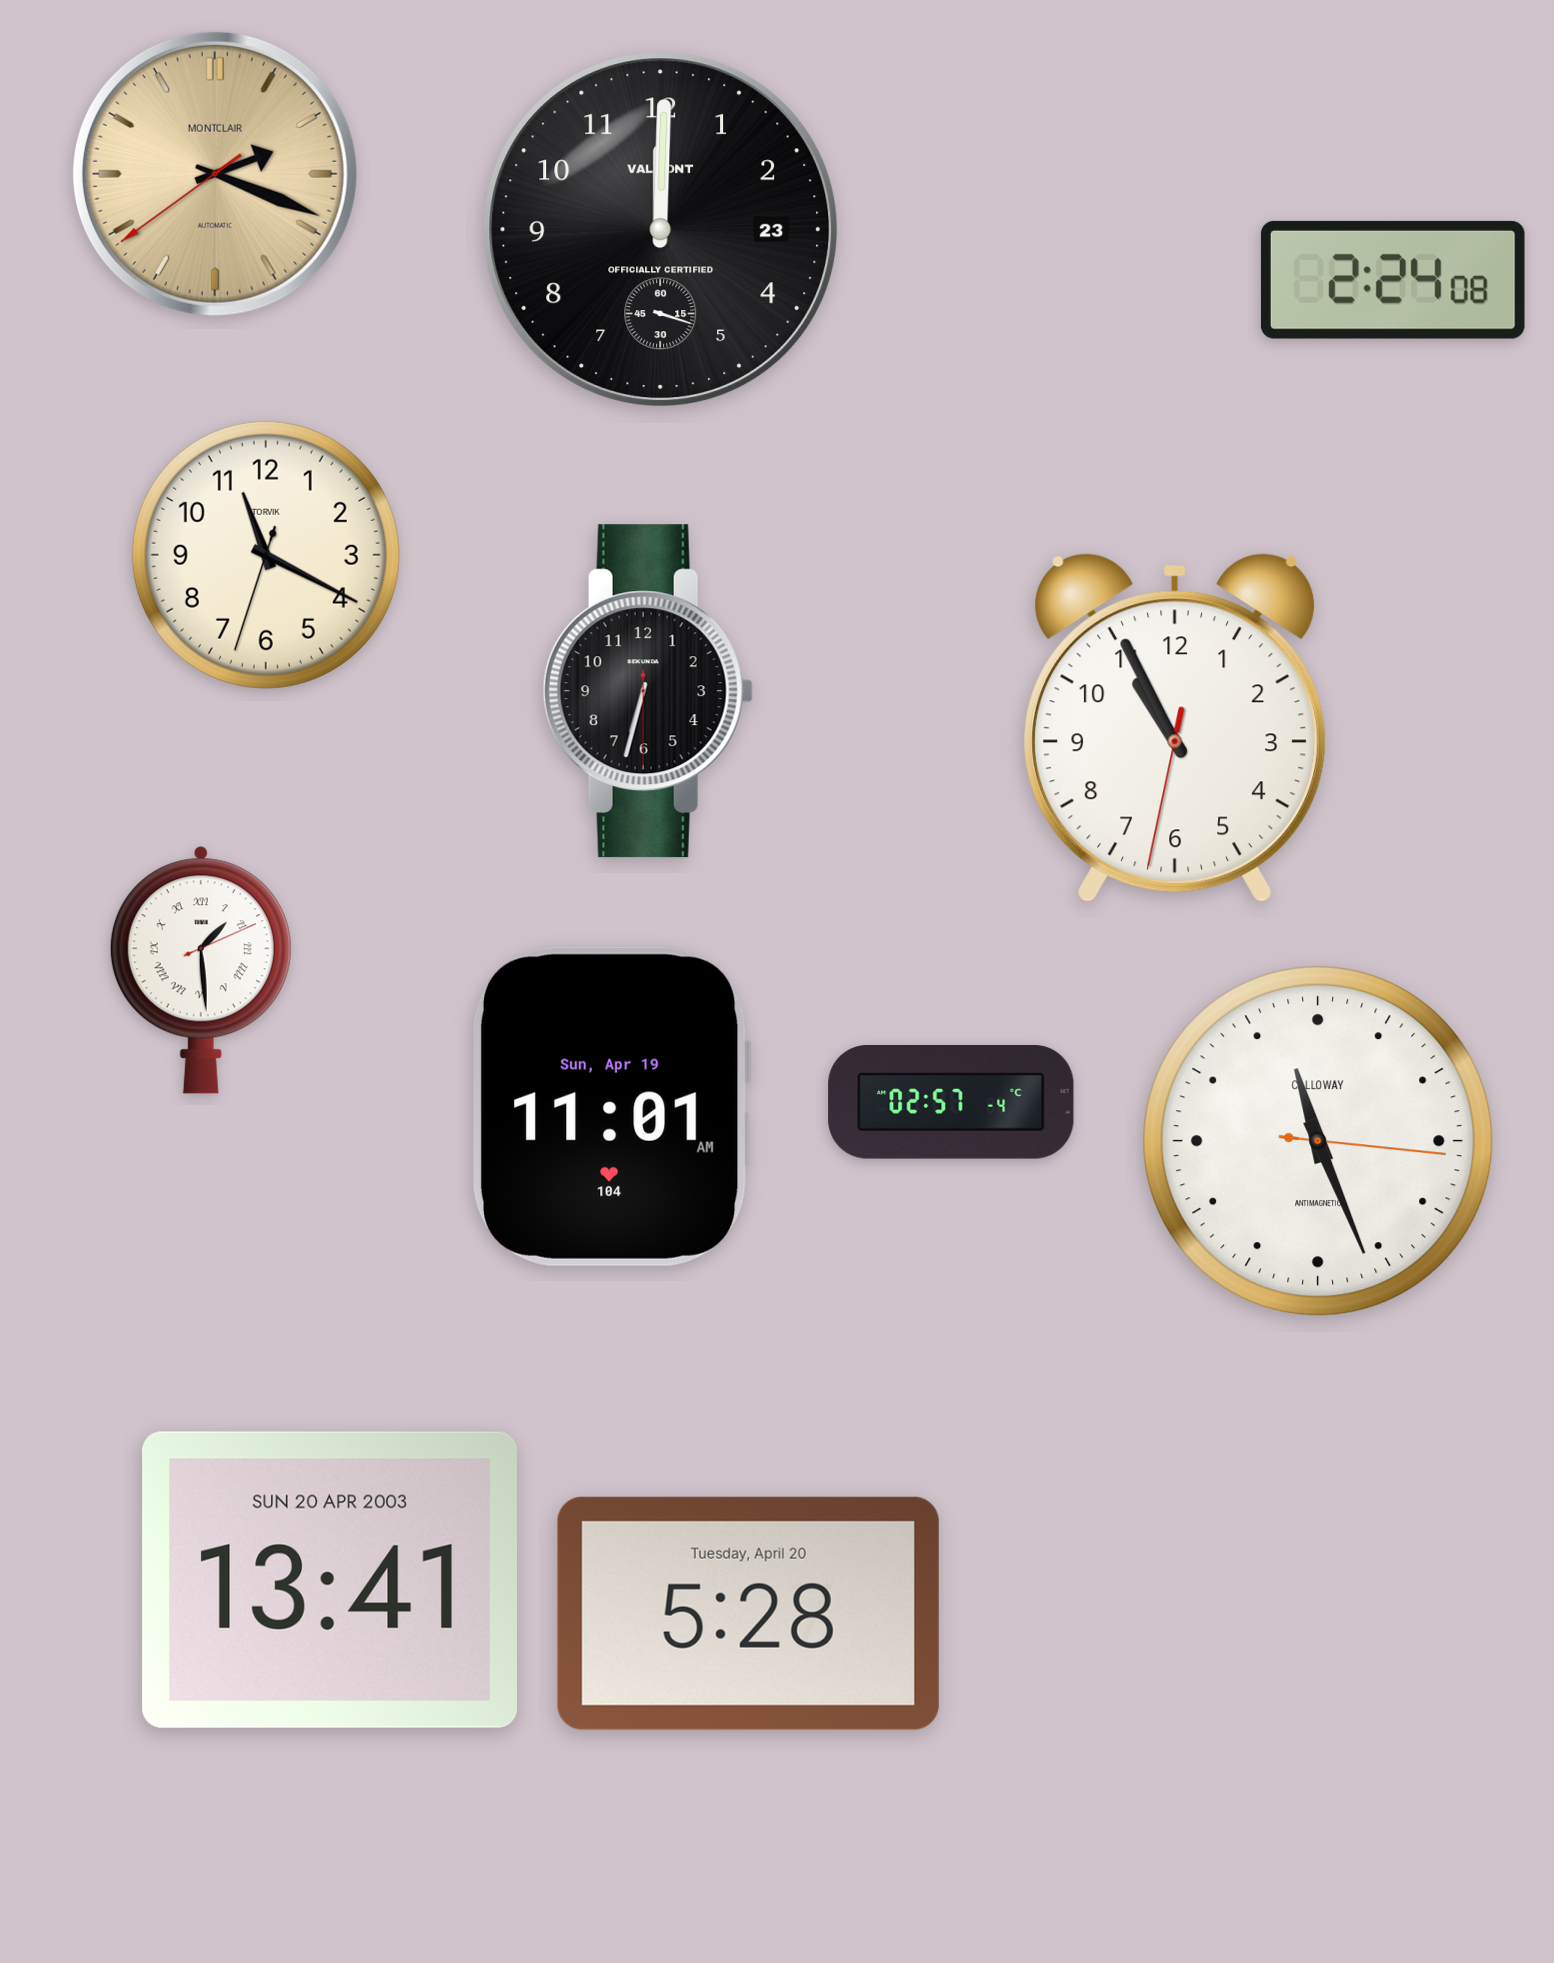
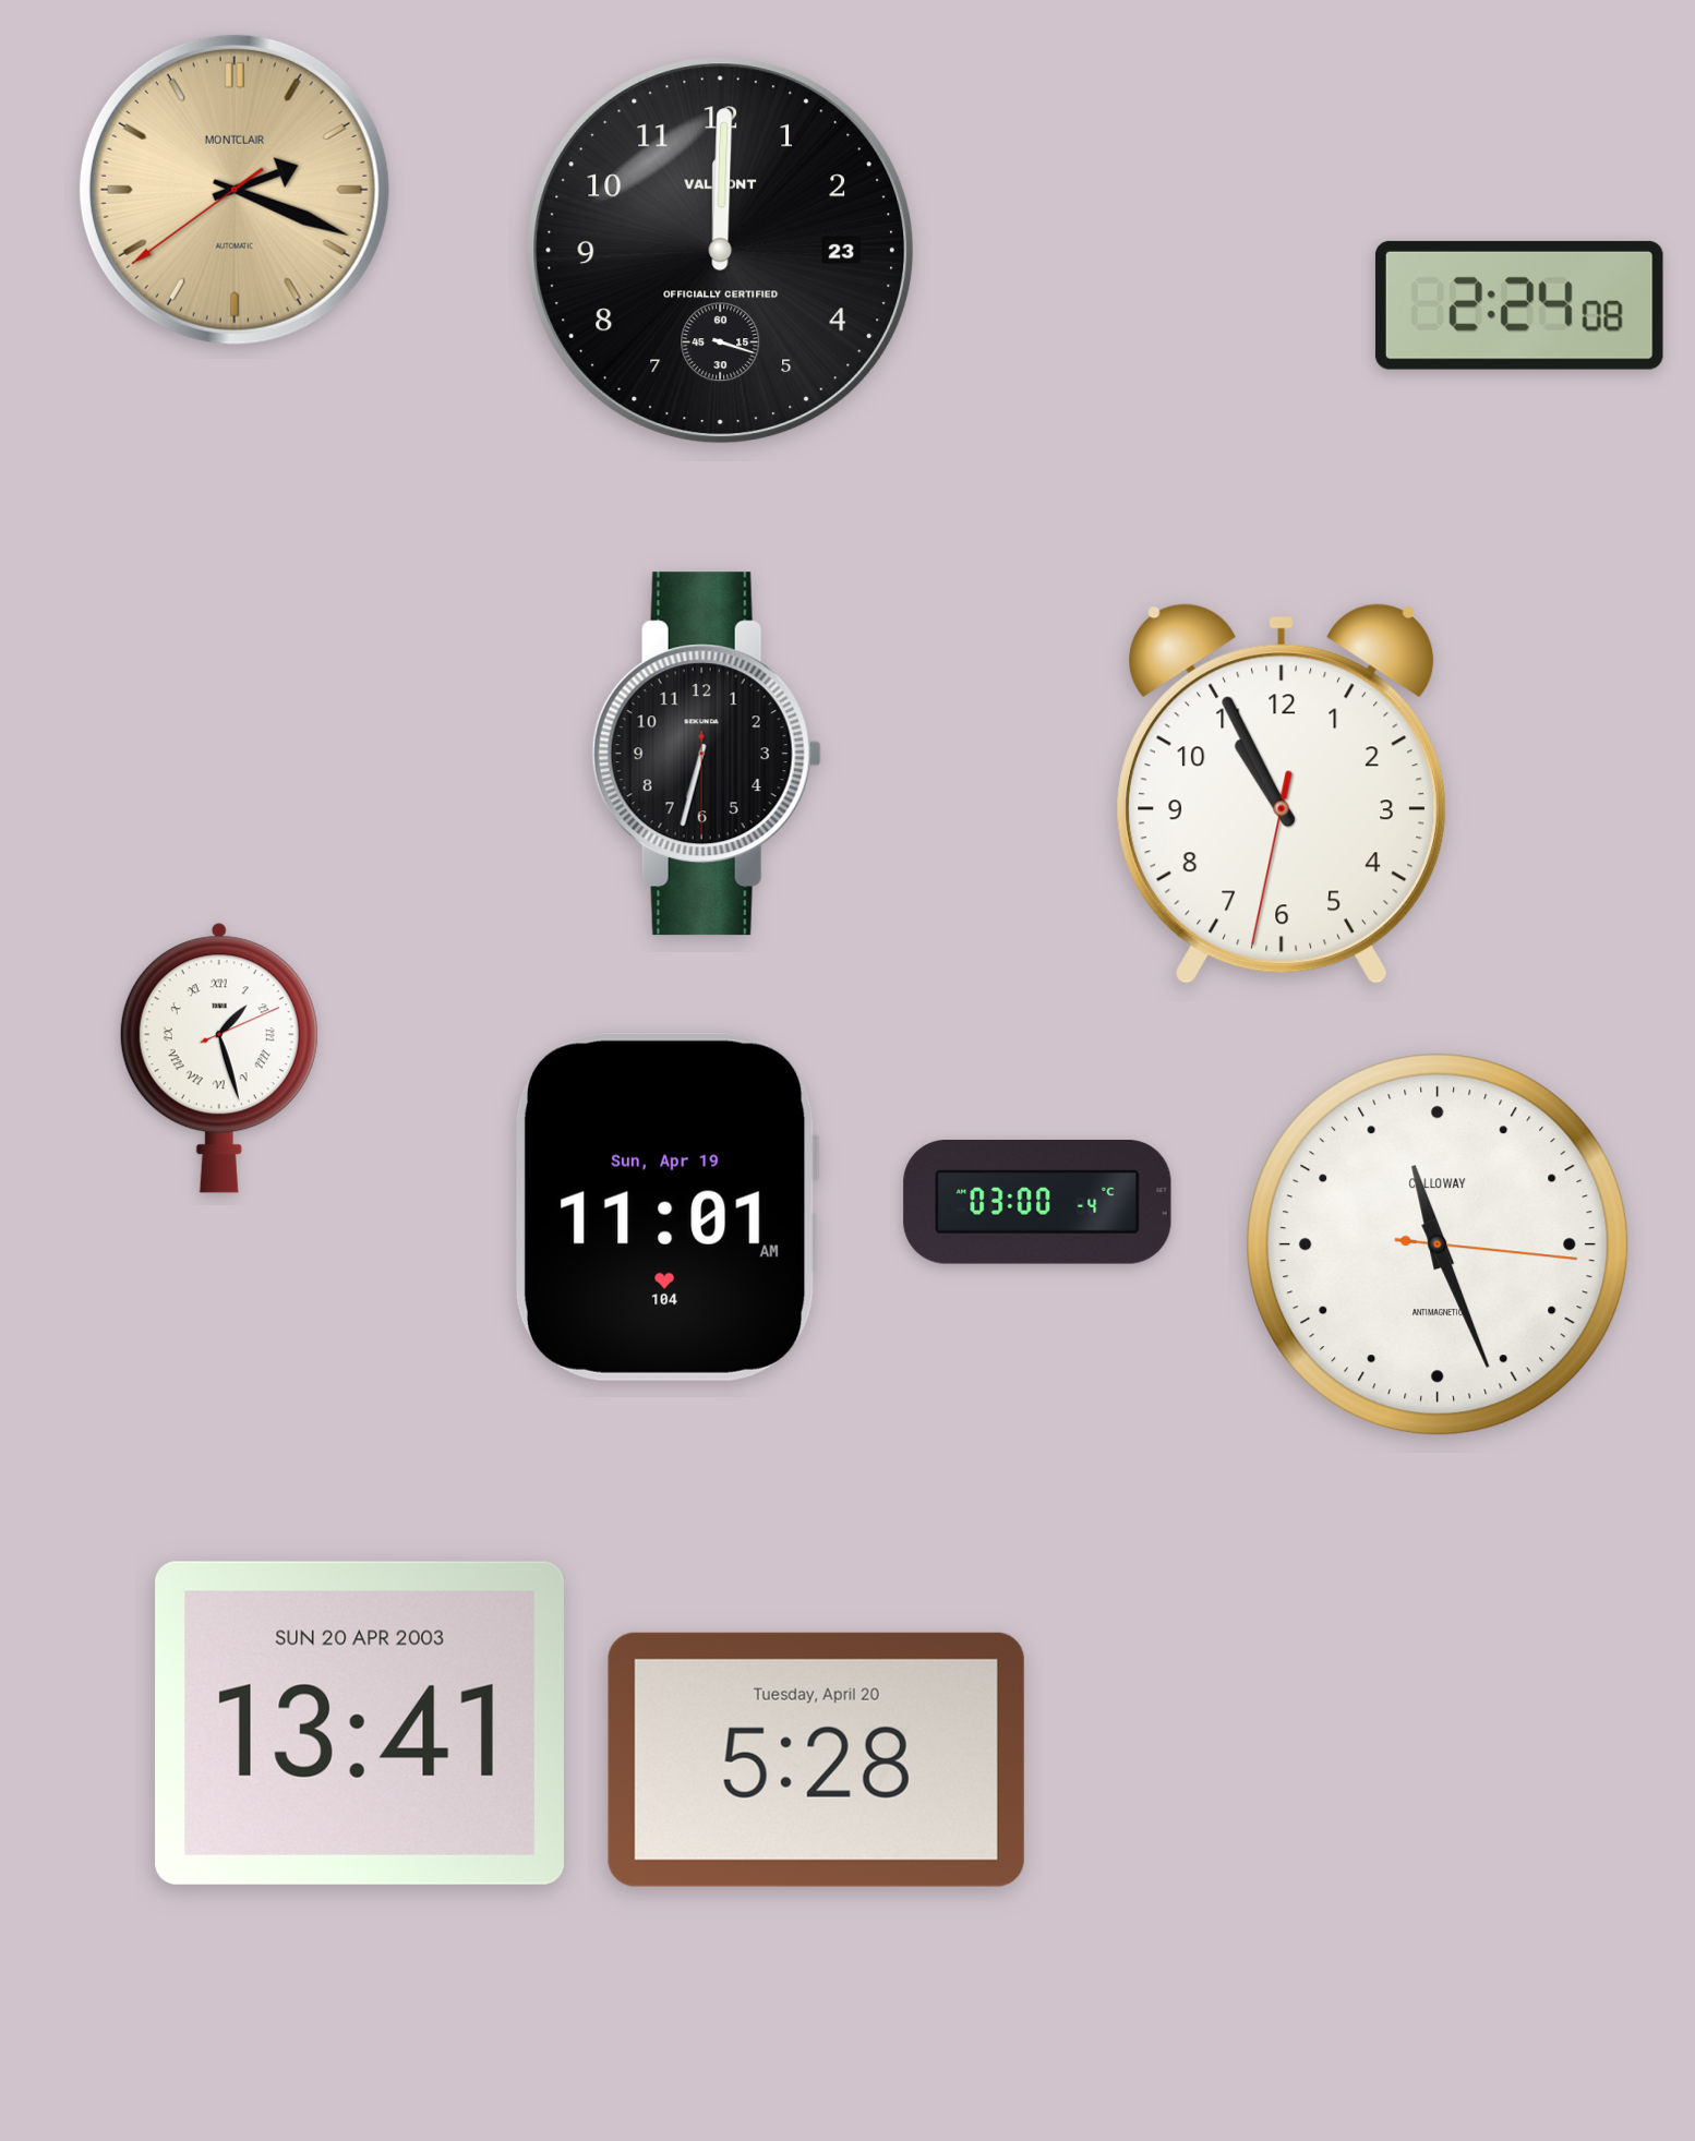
clock at (266, 555): 11:19 -> none
clock at (201, 970): 1:29 -> 1:27
clock at (951, 1102): 02:57 -> 03:00
